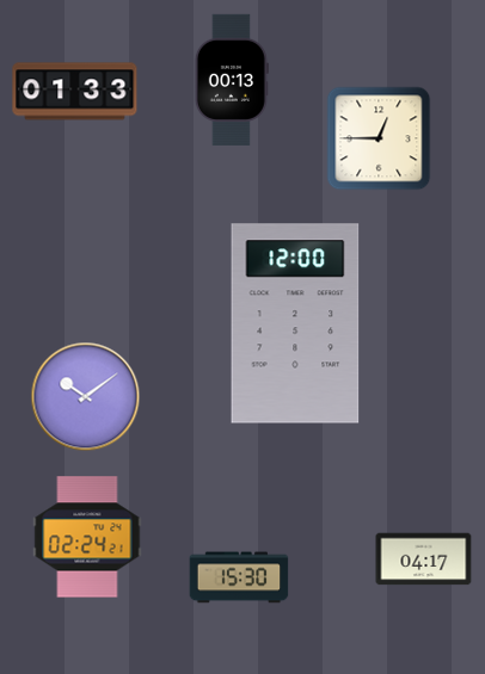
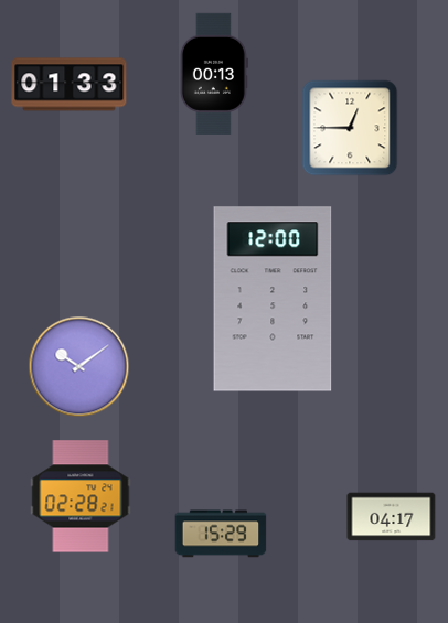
clock at (87, 537): 02:24 -> 02:28
clock at (239, 577): 15:30 -> 15:29
